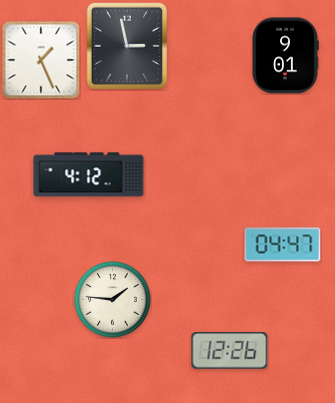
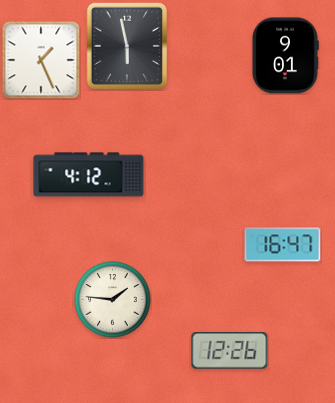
clock at (126, 45): 2:58 -> 5:58
clock at (283, 245): 04:47 -> 16:47
